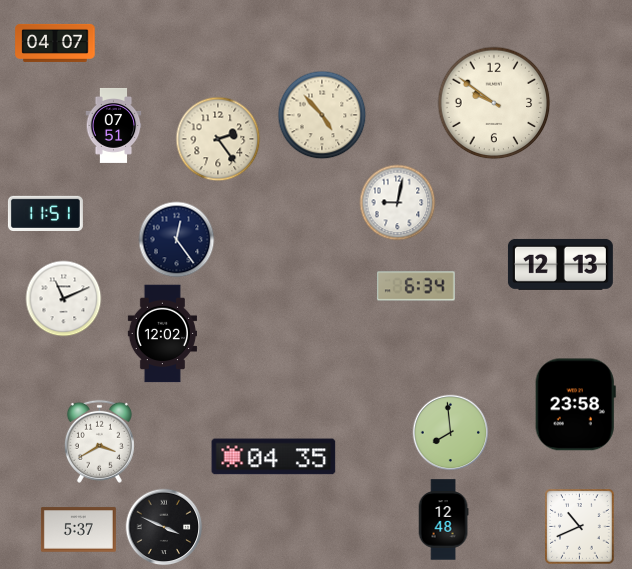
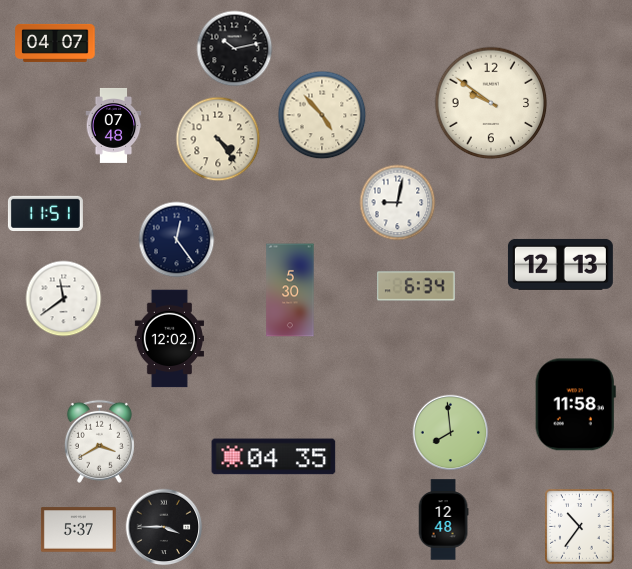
clock at (235, 49): none -> 10:13
clock at (494, 103) position: (494, 103) -> (491, 103)
clock at (114, 125): 07:51 -> 07:48
clock at (218, 139): 2:24 -> 4:24
clock at (290, 290): none -> 5:30
clock at (64, 299): 11:11 -> 11:39
clock at (162, 334) position: (162, 334) -> (169, 339)
clock at (575, 405): 23:58 -> 11:58
clock at (164, 527): 3:49 -> 3:45
clock at (580, 527): 10:41 -> 10:36
